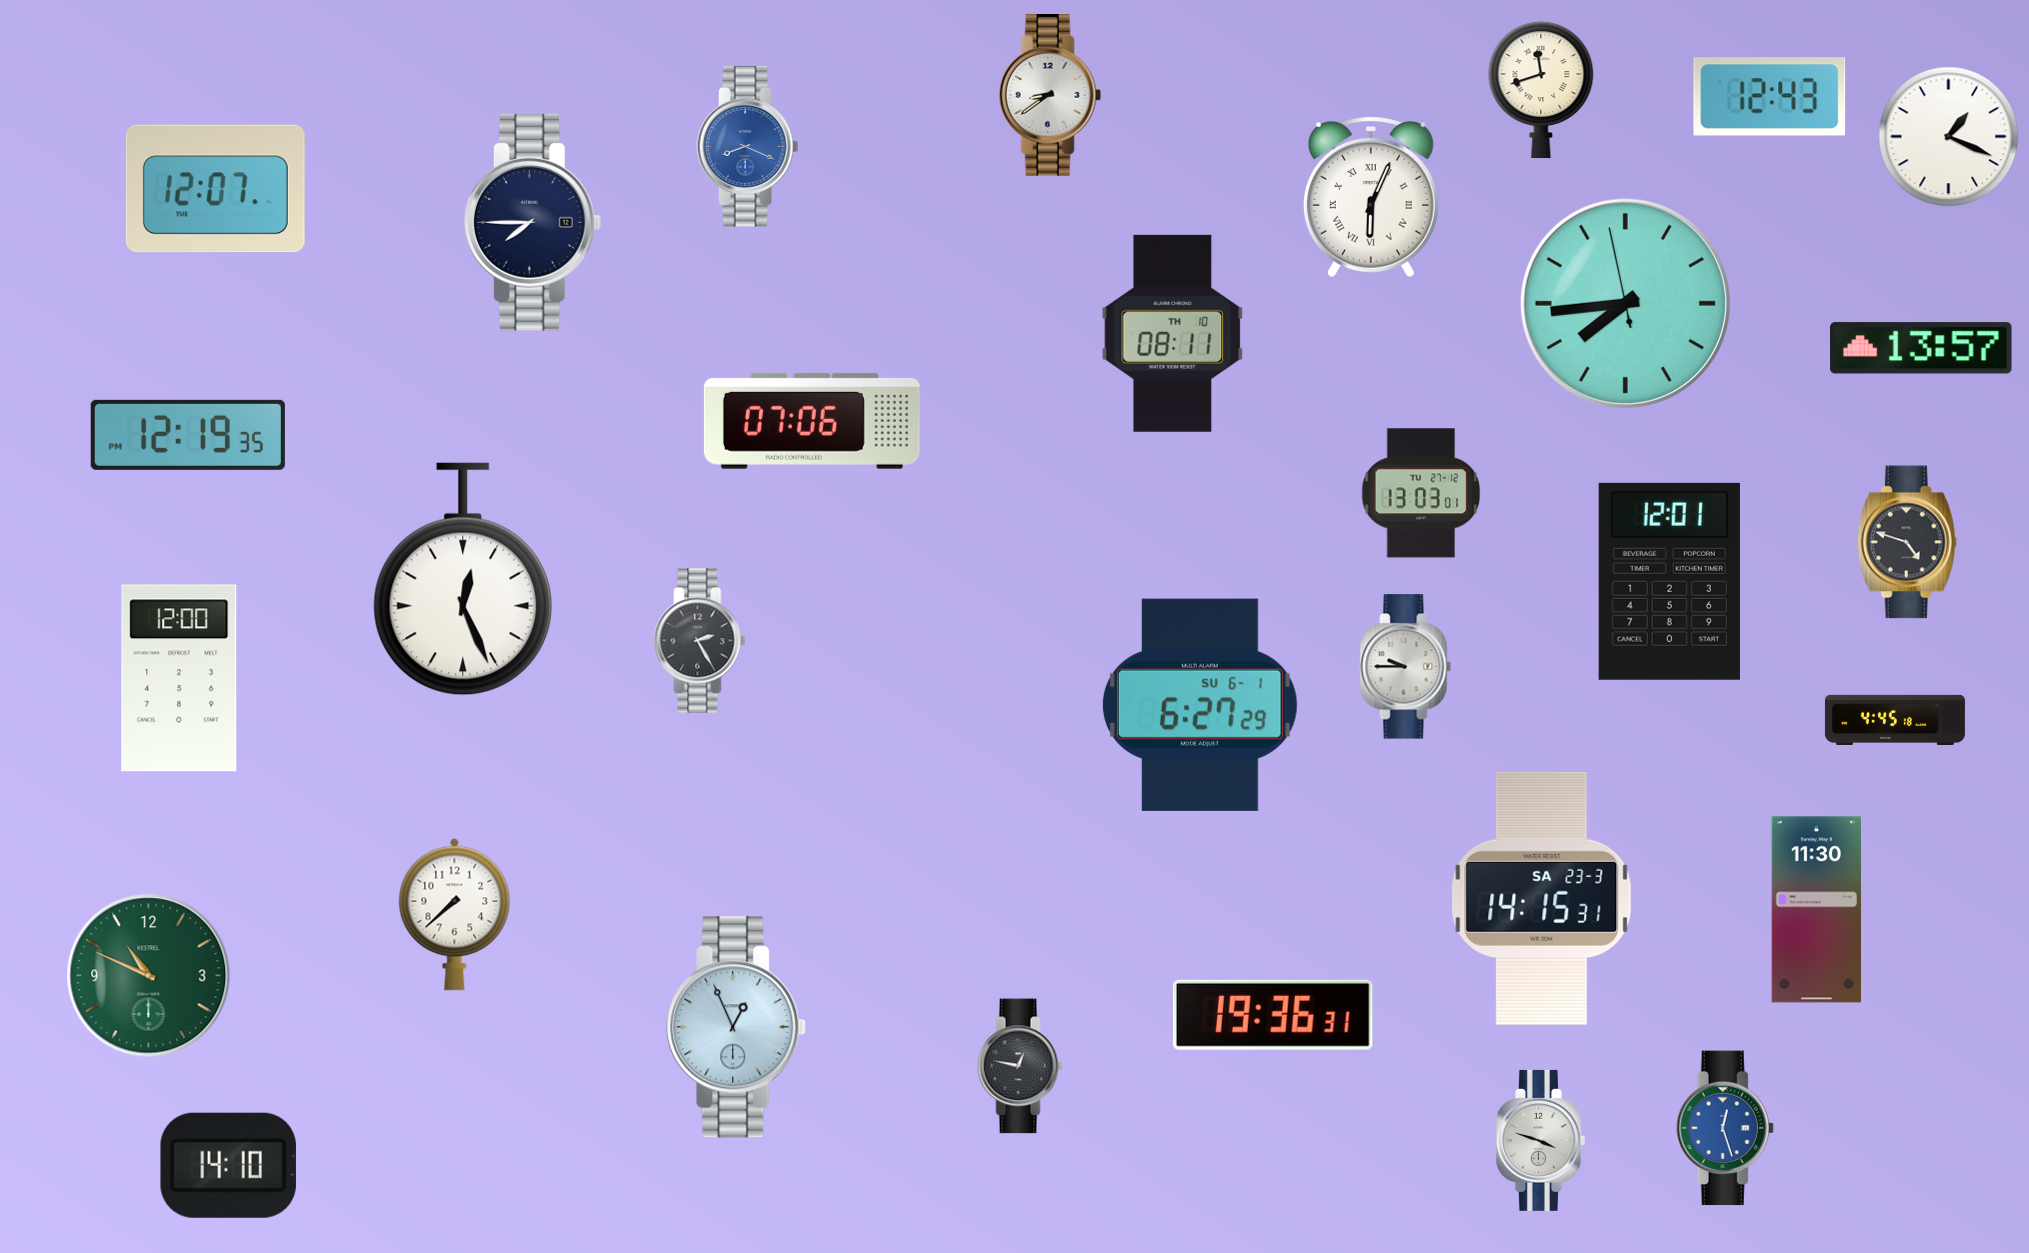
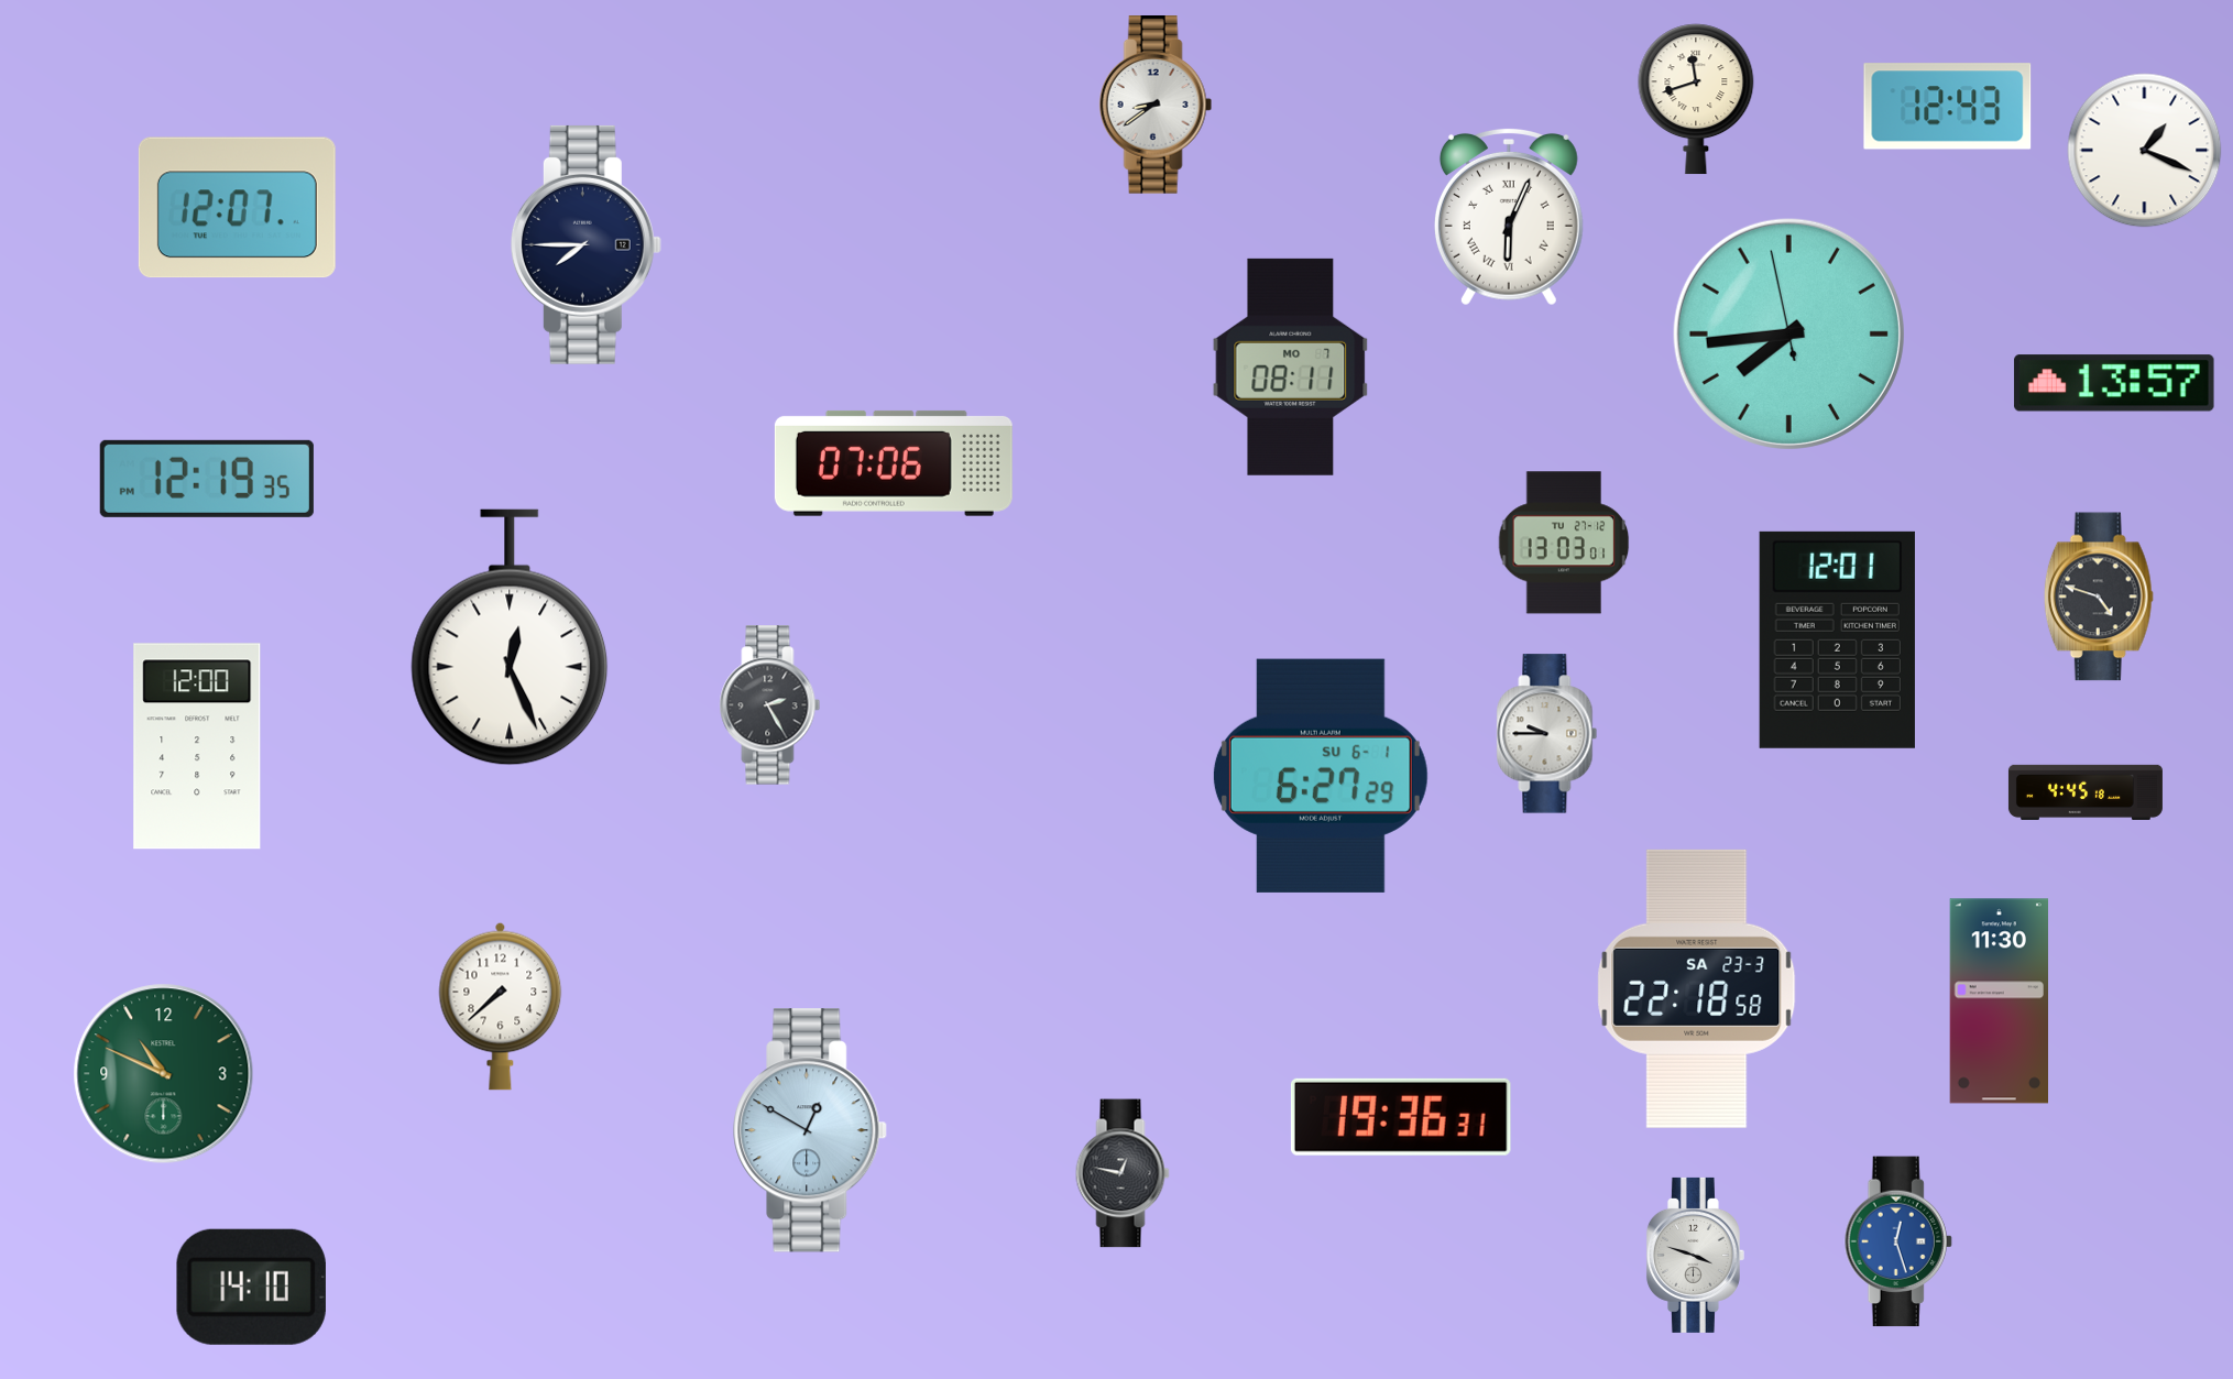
clock at (748, 146): 8:19 -> none
clock at (1173, 333) date: TH 10 -> MO 7
clock at (1542, 898): 14:15 -> 22:18
clock at (737, 1027): 12:56 -> 12:50
clock at (228, 1165) position: (228, 1165) -> (251, 1287)
